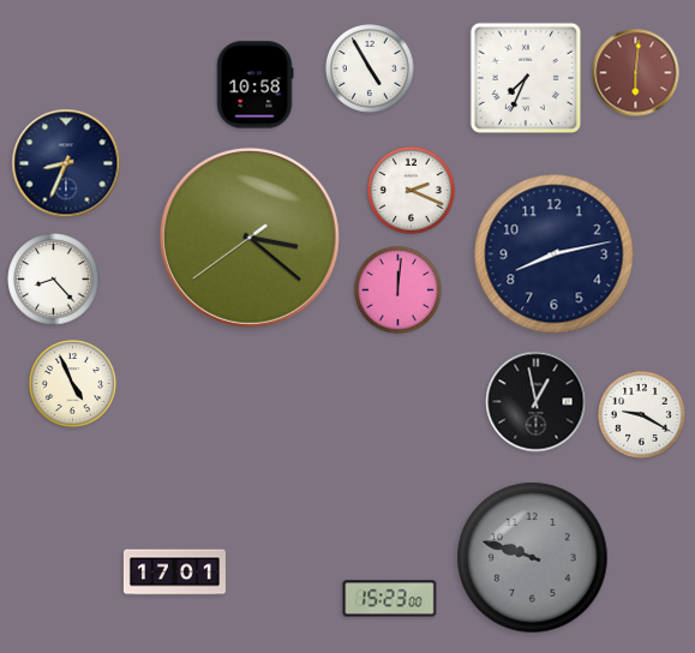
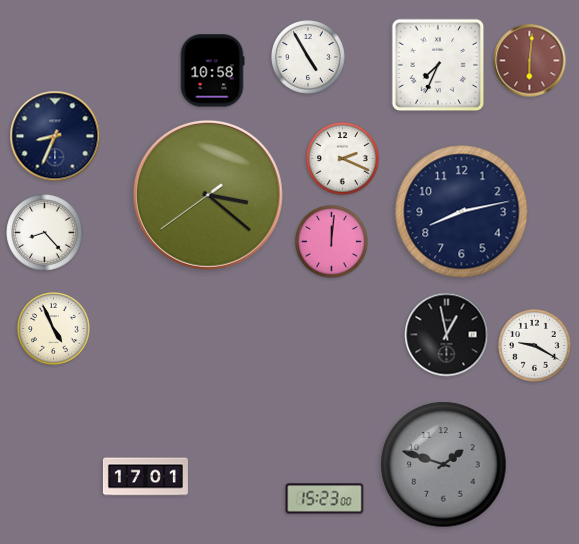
clock at (250, 238) position: (250, 238) -> (208, 195)
clock at (73, 384) position: (73, 384) -> (54, 329)
clock at (533, 558): 9:48 -> 1:48
